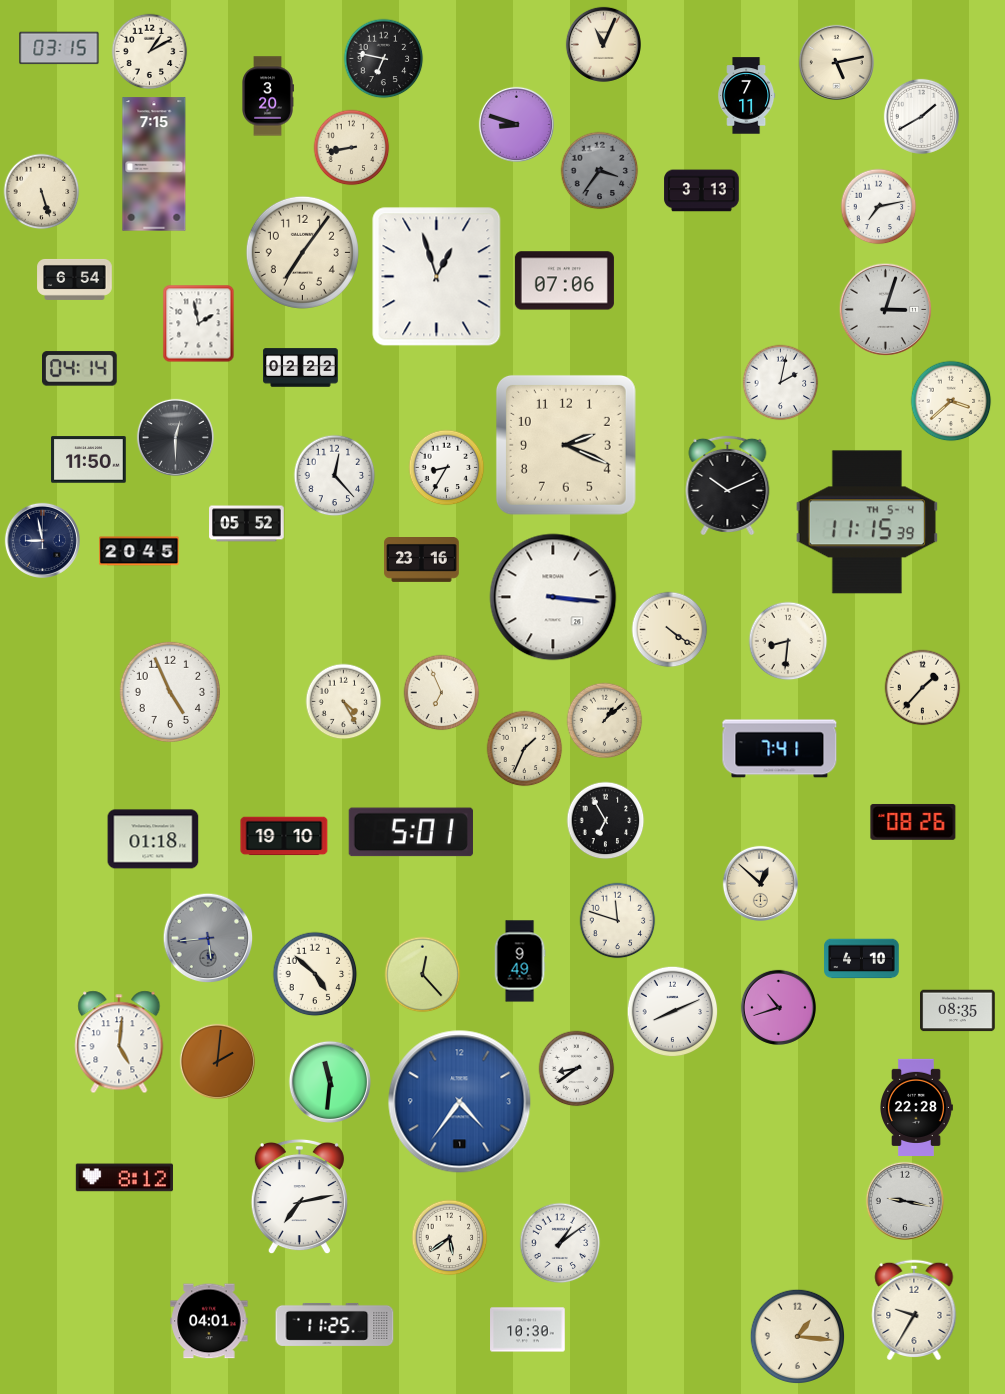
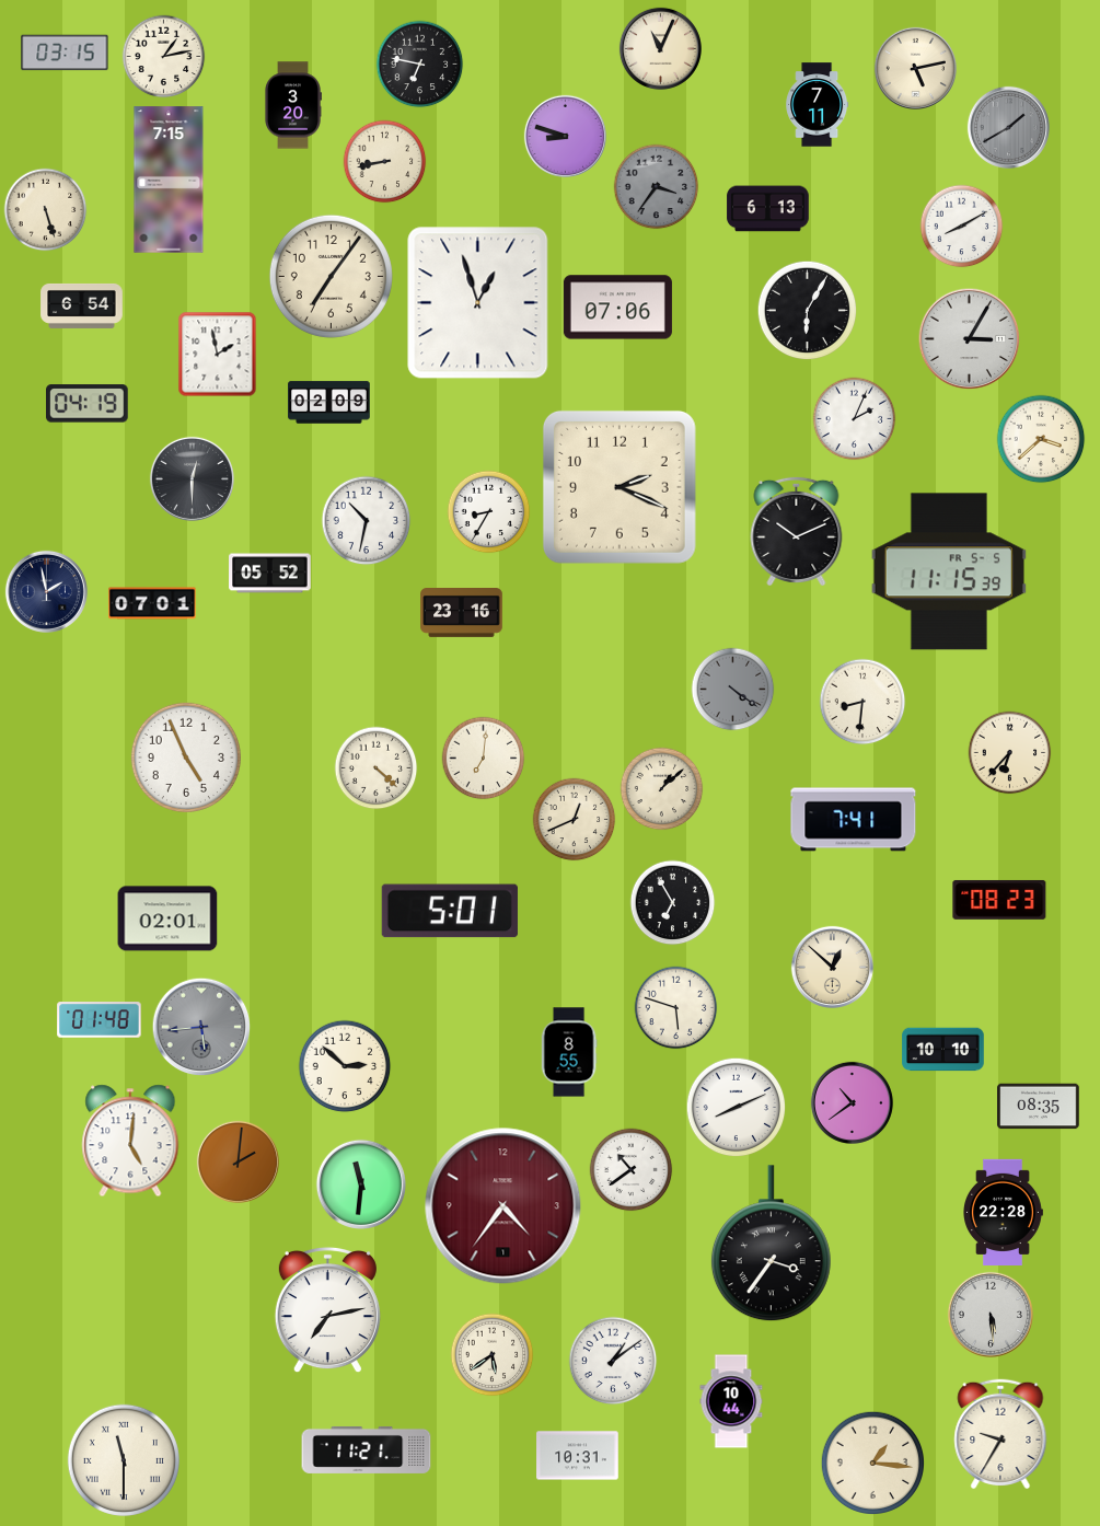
clock at (150, 52): 1:10 -> 1:13
clock at (921, 116) dial: white -> grey
clock at (702, 191): 3:13 -> 6:13
clock at (879, 207): 7:13 -> 8:10
clock at (808, 311): none -> 6:05
clock at (886, 310): 3:03 -> 3:05
clock at (301, 368): 02:22 -> 02:09
clock at (80, 369): 04:14 -> 04:19
clock at (781, 383): 2:02 -> 2:04
clock at (89, 460): 11:50 -> none
clock at (335, 476): 12:23 -> 10:32
clock at (867, 522) date: TH 5-4 -> FR 5-5
clock at (42, 540): 8:58 -> 1:58
clock at (139, 551): 20:45 -> 07:01
clock at (553, 597): 3:16 -> none
clock at (670, 630) dial: cream -> grey
clock at (923, 688): 1:37 -> 6:37
clock at (442, 693): 6:56 -> 7:01
clock at (344, 702): 4:25 -> 4:22
clock at (525, 749): 1:34 -> 12:41
clock at (606, 821) position: (606, 821) -> (673, 903)
clock at (913, 822): 08:26 -> 08:23
clock at (284, 836): 19:10 -> none
clock at (153, 839): 01:18 -> 02:01
clock at (618, 921): 11:48 -> 5:48
clock at (100, 1020): none -> 01:48
clock at (208, 938) position: (208, 938) -> (201, 1027)
clock at (862, 959): 4:10 -> 10:10
clock at (520, 961): 9:49 -> 8:55
clock at (315, 974): 4:52 -> 2:52
clock at (423, 975): 12:23 -> none
clock at (778, 1007): 10:42 -> 10:39
clock at (958, 1011) position: (958, 1011) -> (1039, 1107)
clock at (577, 1069): 8:39 -> 10:39
clock at (460, 1102) dial: blue -> burgundy
clock at (771, 1244): none -> 3:36
clock at (124, 1178): 8:12 -> none
clock at (905, 1201): 9:17 -> 5:29
clock at (731, 1401): none -> 10:44
clock at (209, 1321): 04:01 -> none
clock at (335, 1324): 11:25 -> 11:21
clock at (528, 1330): 10:30 -> 10:31
clock at (124, 1460): none -> 11:30
